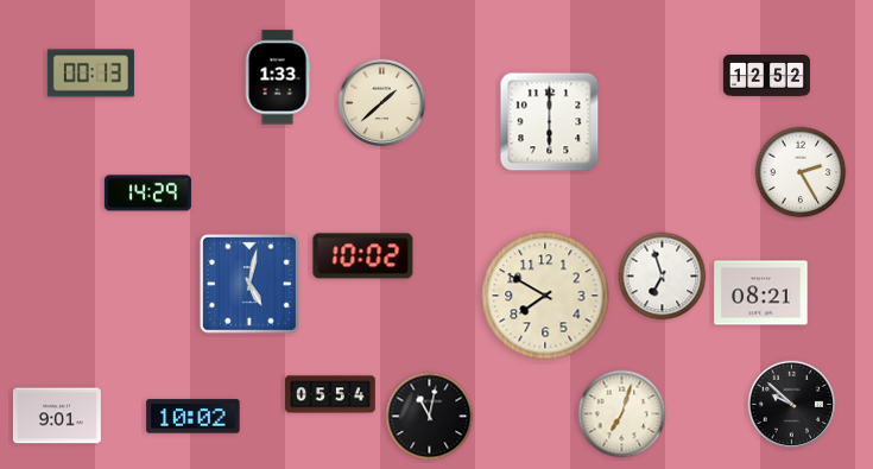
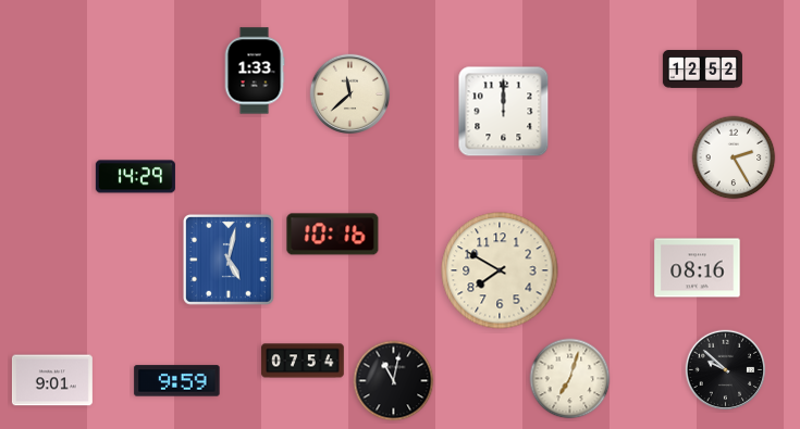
clock at (90, 74): 00:13 -> none
clock at (382, 103): 1:38 -> 11:38
clock at (550, 122): 6:00 -> 12:00
clock at (363, 256): 10:02 -> 10:16
clock at (663, 277): 6:57 -> none
clock at (761, 293): 08:21 -> 08:16
clock at (330, 394): 05:54 -> 07:54
clock at (194, 417): 10:02 -> 9:59
